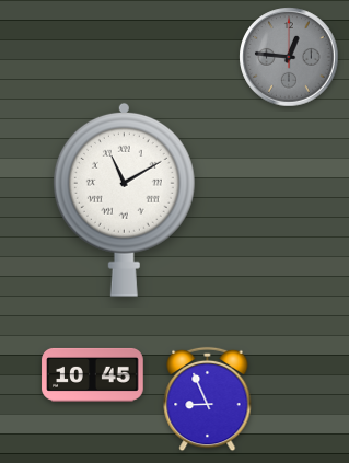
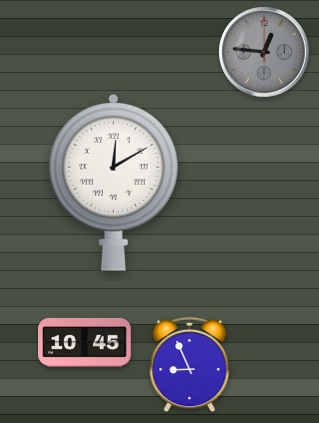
clock at (124, 199): 11:10 -> 12:10
